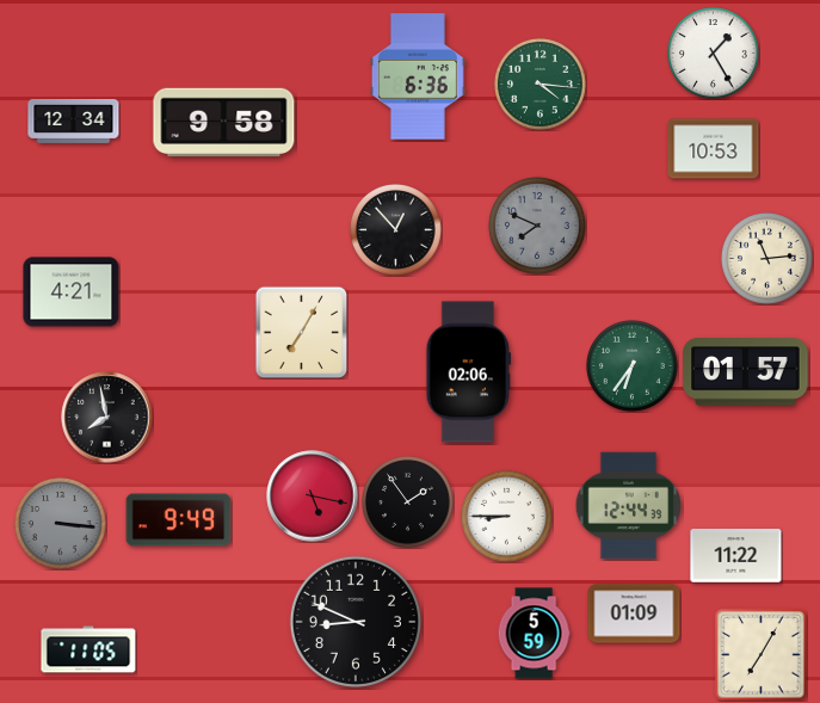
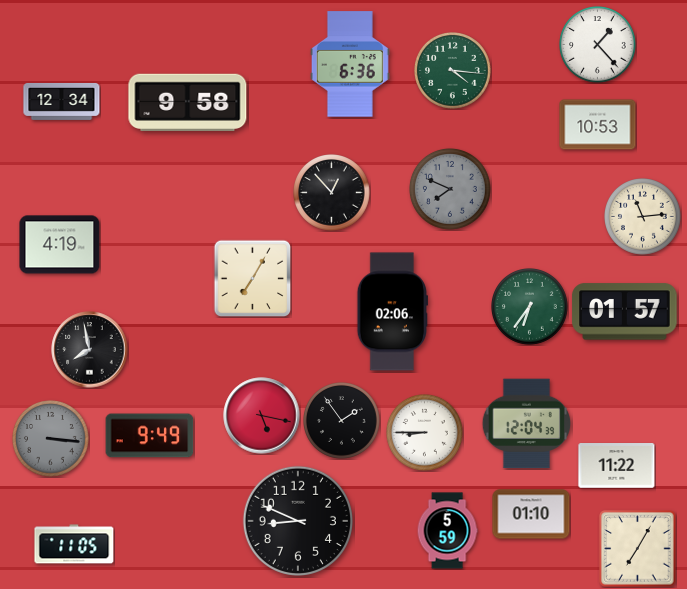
clock at (714, 54): 1:25 -> 1:23
clock at (72, 292): 4:21 -> 4:19
clock at (628, 506): 12:44 -> 12:04
clock at (634, 613): 01:09 -> 01:10
